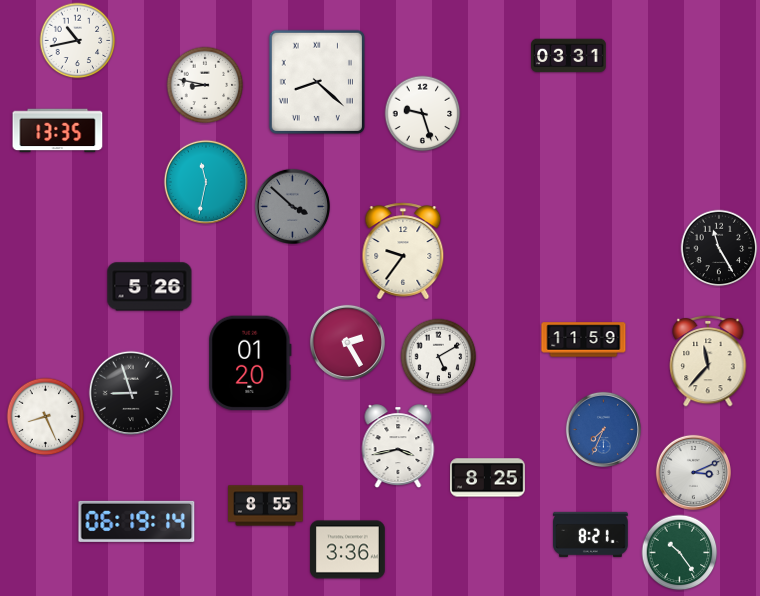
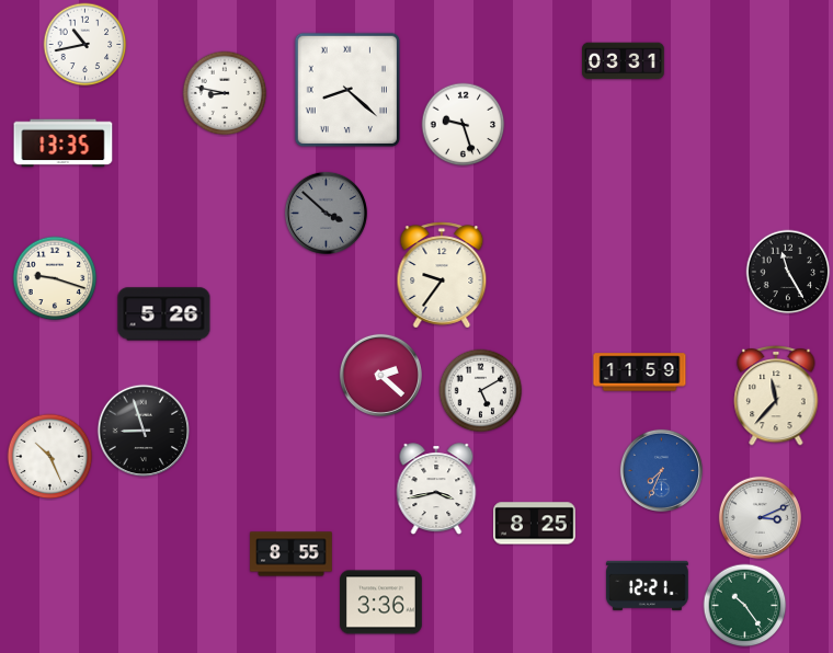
clock at (205, 181): 11:32 -> none
clock at (292, 206) position: (292, 206) -> (326, 213)
clock at (55, 278): none -> 9:18
clock at (347, 342): 2:25 -> 2:22
clock at (250, 363): 01:20 -> none
clock at (46, 417): 8:26 -> 10:26
clock at (137, 521): 06:19 -> none
clock at (591, 534): 8:21 -> 12:21
